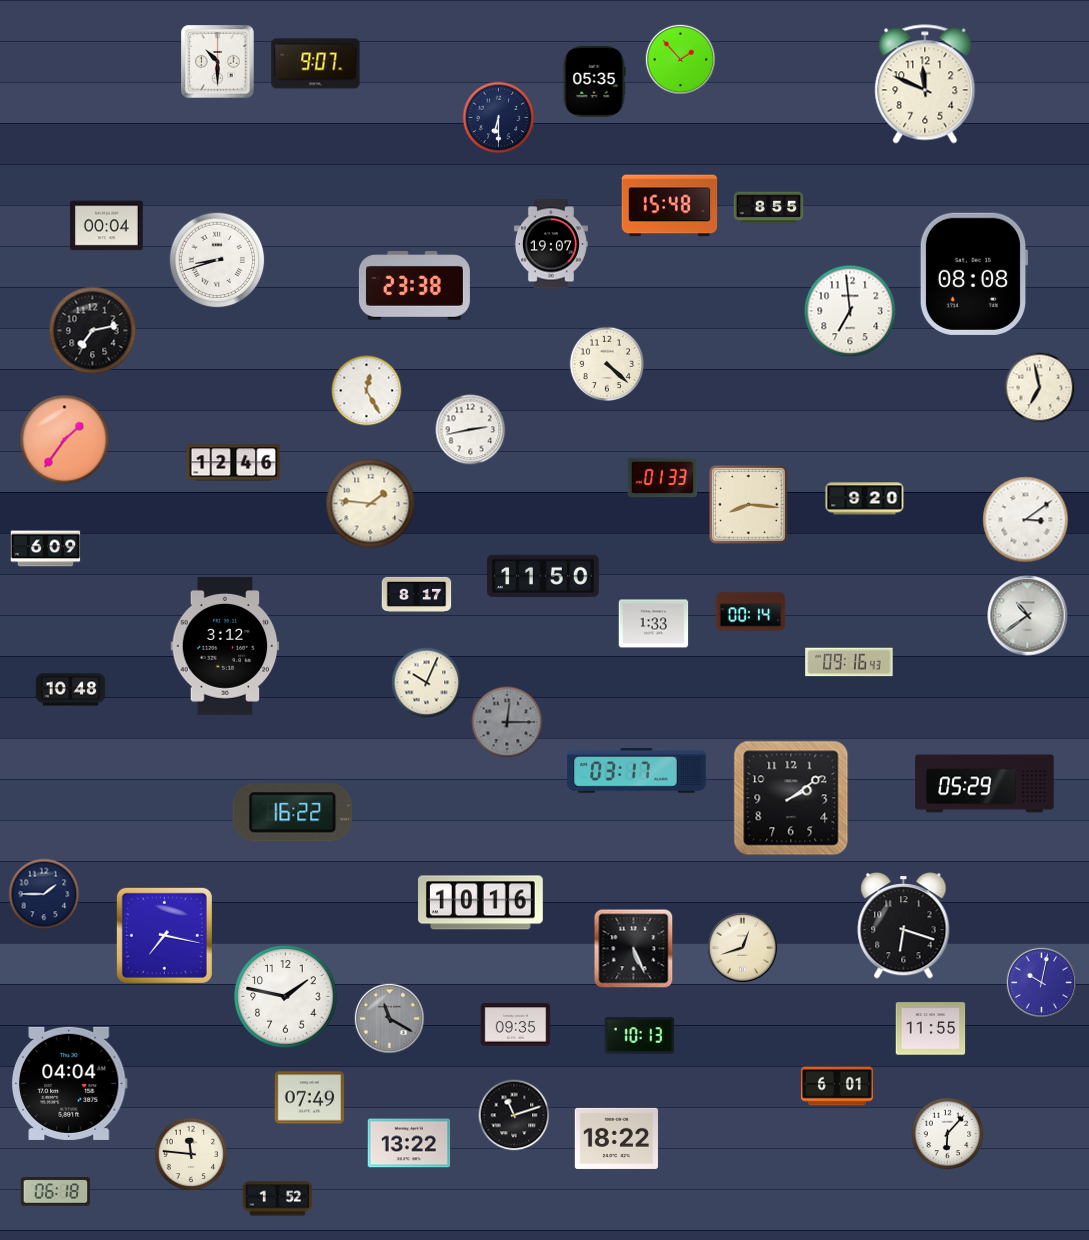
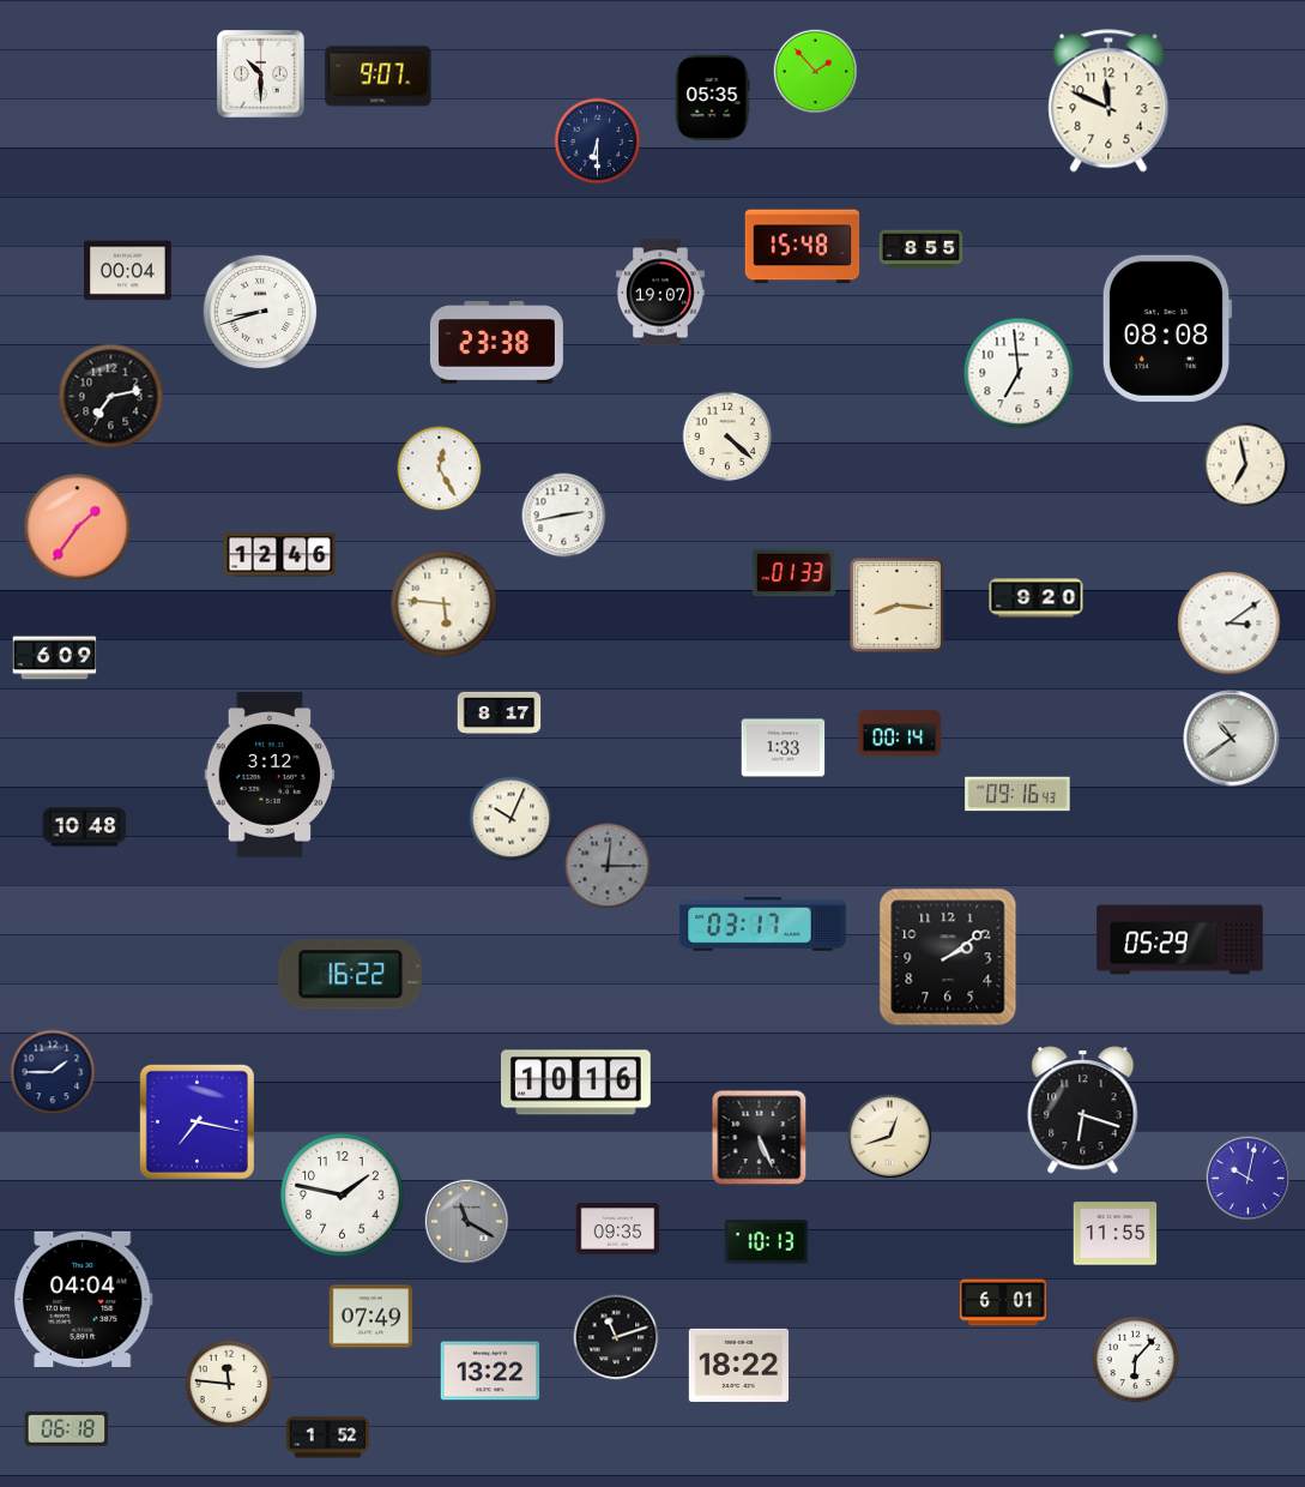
clock at (371, 504): 1:46 -> 5:46
clock at (543, 576): 11:50 -> none
clock at (278, 1199) position: (278, 1199) -> (328, 1438)
